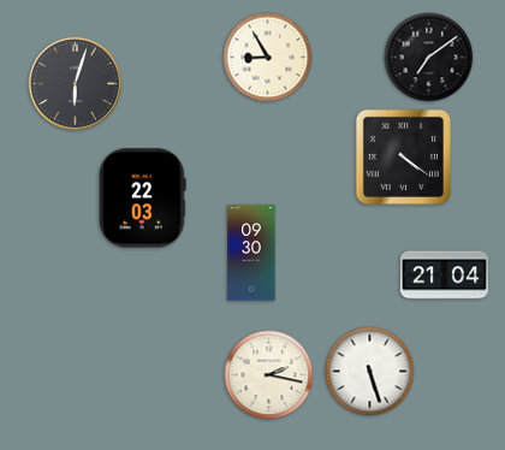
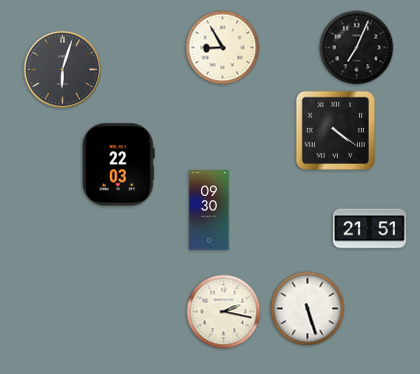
clock at (429, 58): 7:09 -> 7:04
clock at (444, 276): 21:04 -> 21:51
